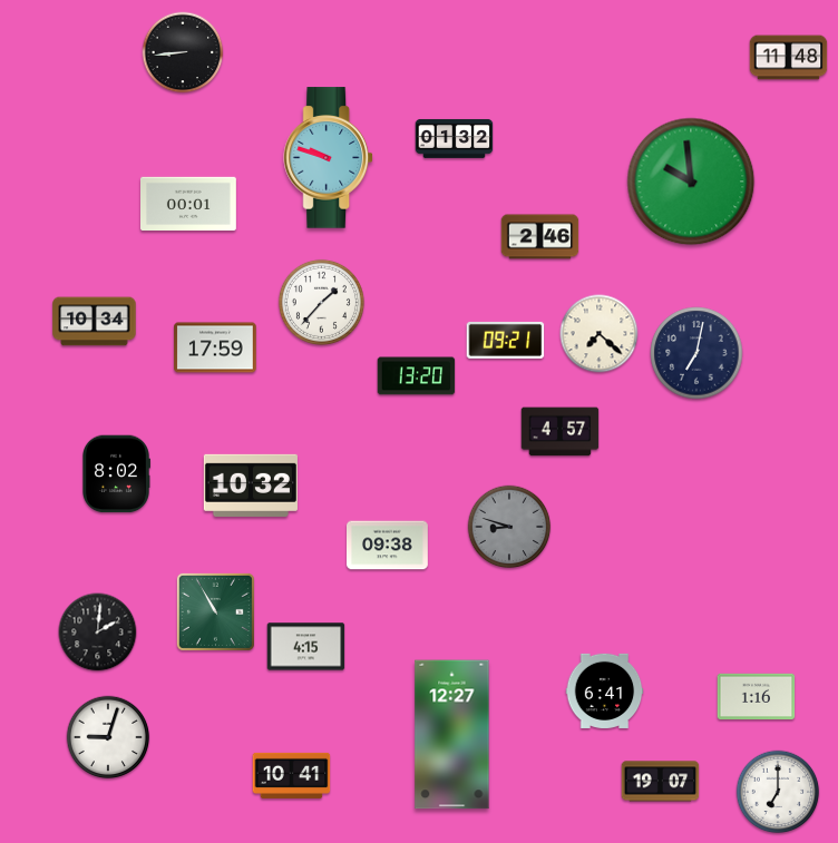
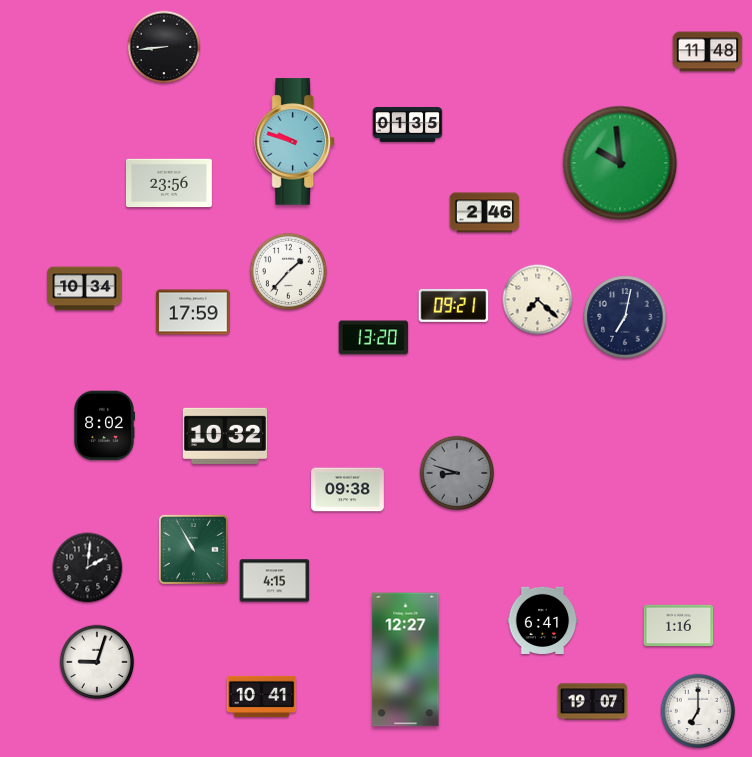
clock at (455, 138): 01:32 -> 01:35
clock at (189, 204): 00:01 -> 23:56
clock at (561, 432): 4:57 -> none
